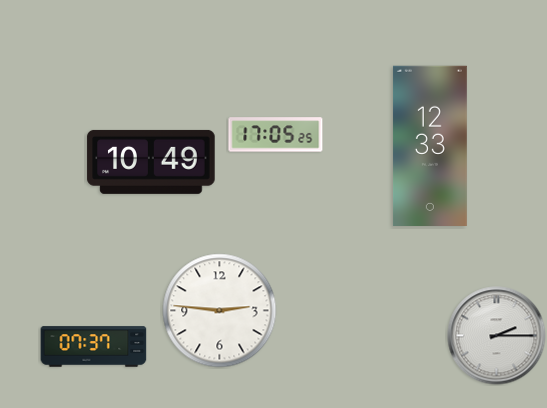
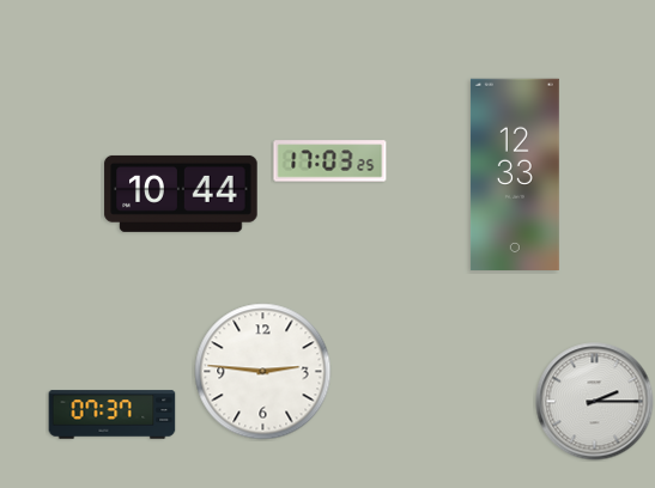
clock at (276, 135): 17:05 -> 17:03
clock at (151, 162): 10:49 -> 10:44
